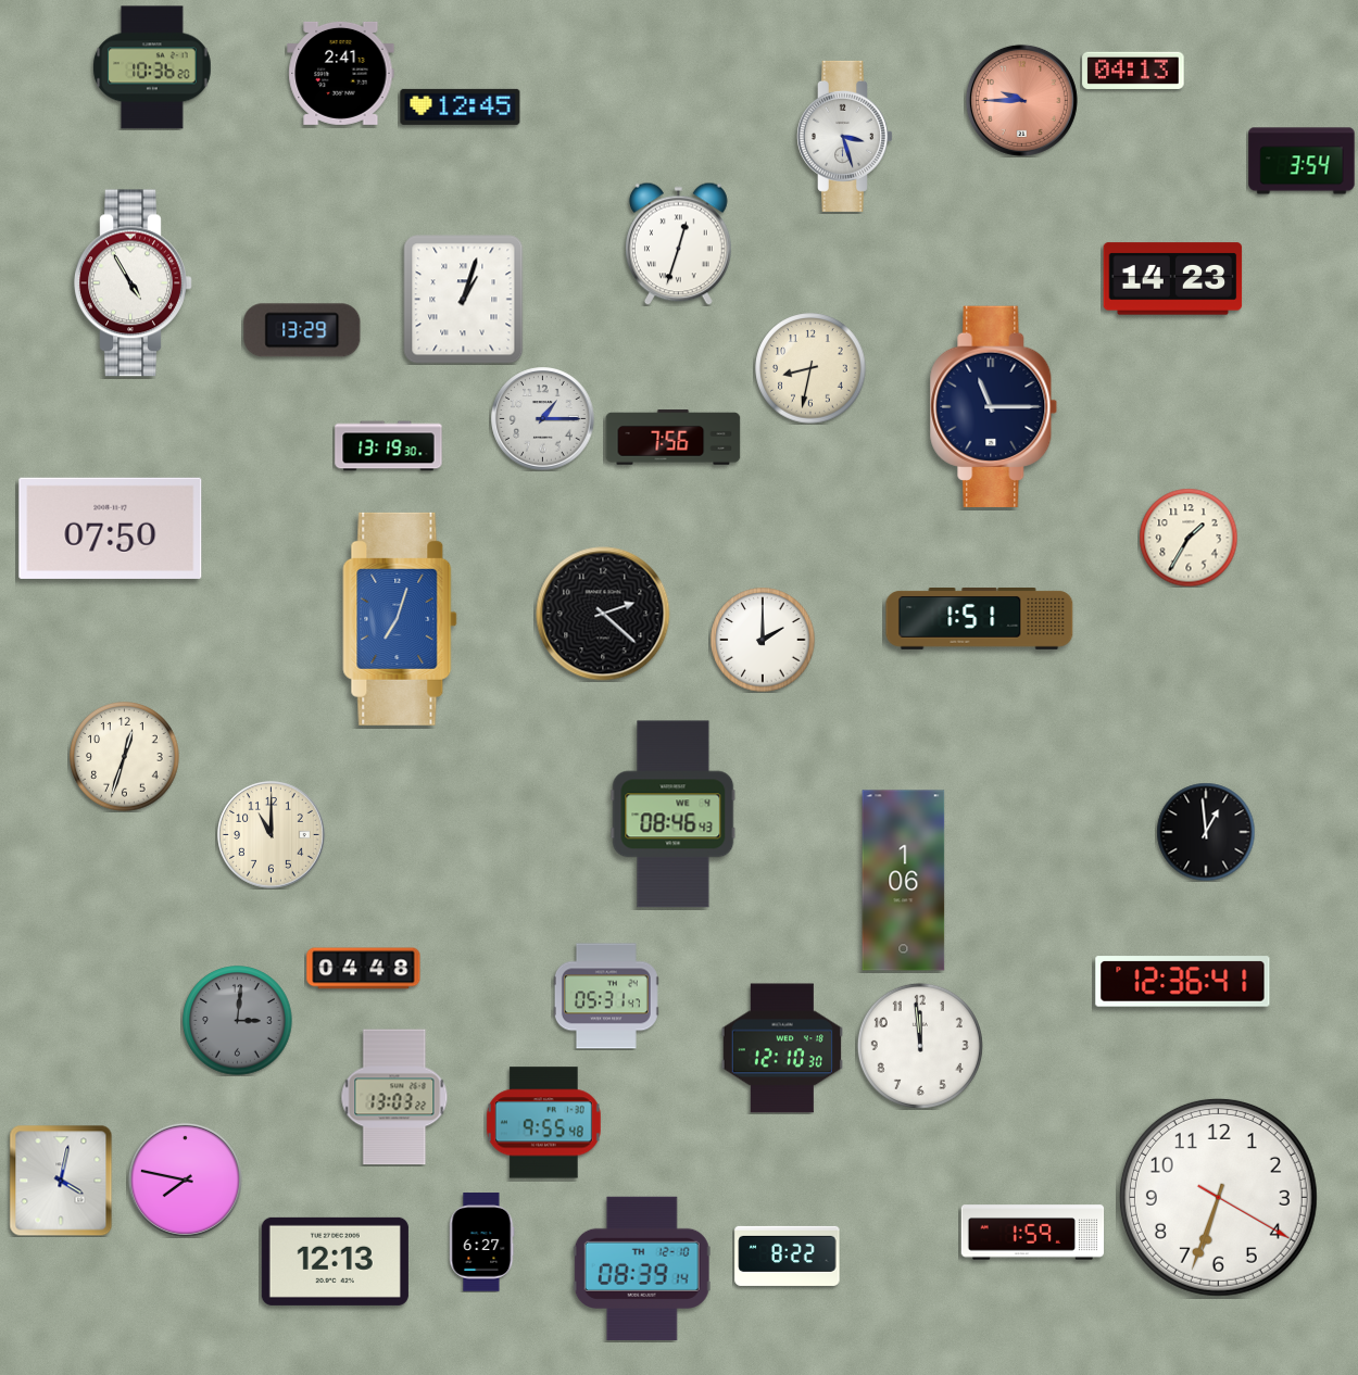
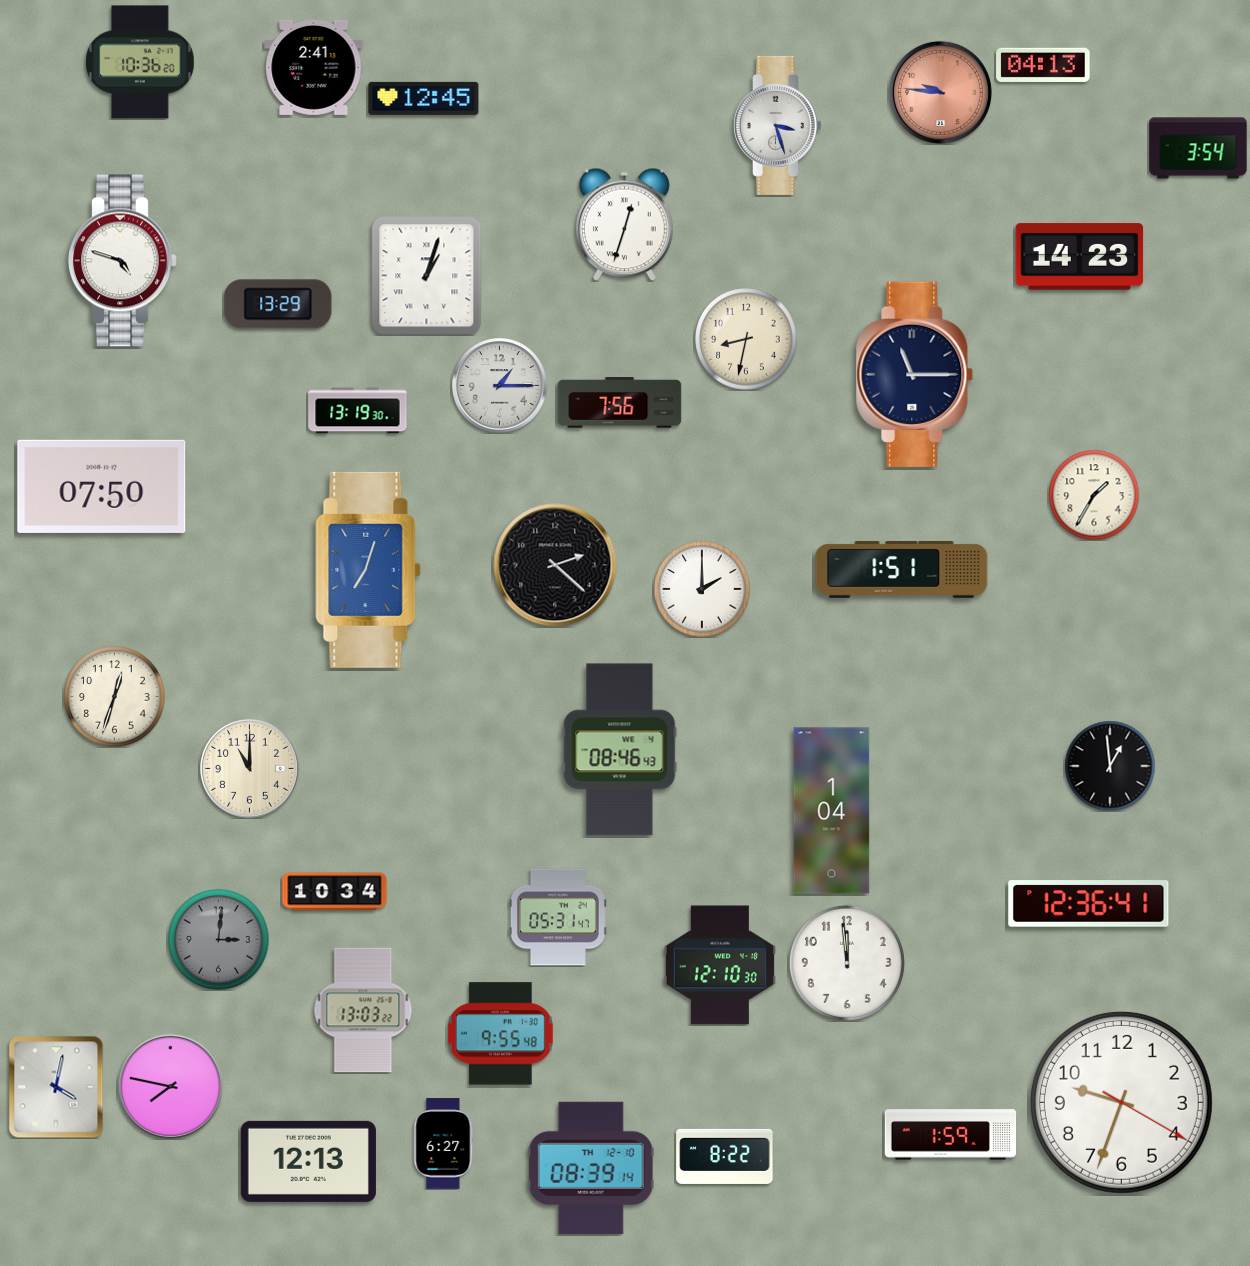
clock at (1021, 100): 9:45 -> 9:46
clock at (134, 283): 4:55 -> 4:48
clock at (904, 881): 1:06 -> 1:04
clock at (364, 969): 04:48 -> 10:34
clock at (1218, 1197): 6:33 -> 9:33
